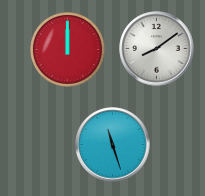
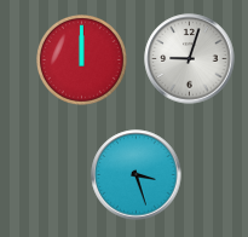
clock at (157, 49): 8:09 -> 9:03
clock at (113, 145): 11:27 -> 3:27
